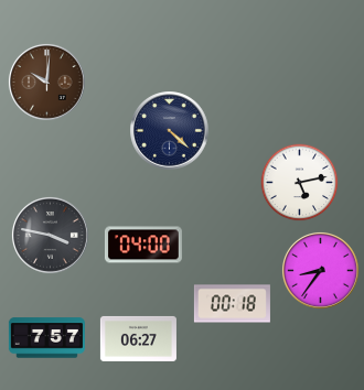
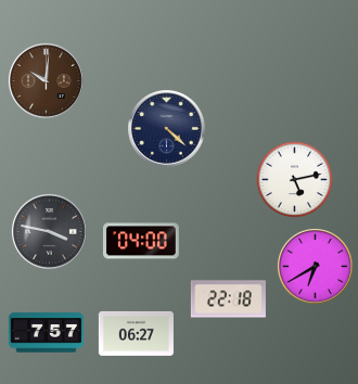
clock at (321, 271): 8:36 -> 6:40
clock at (232, 304): 00:18 -> 22:18
